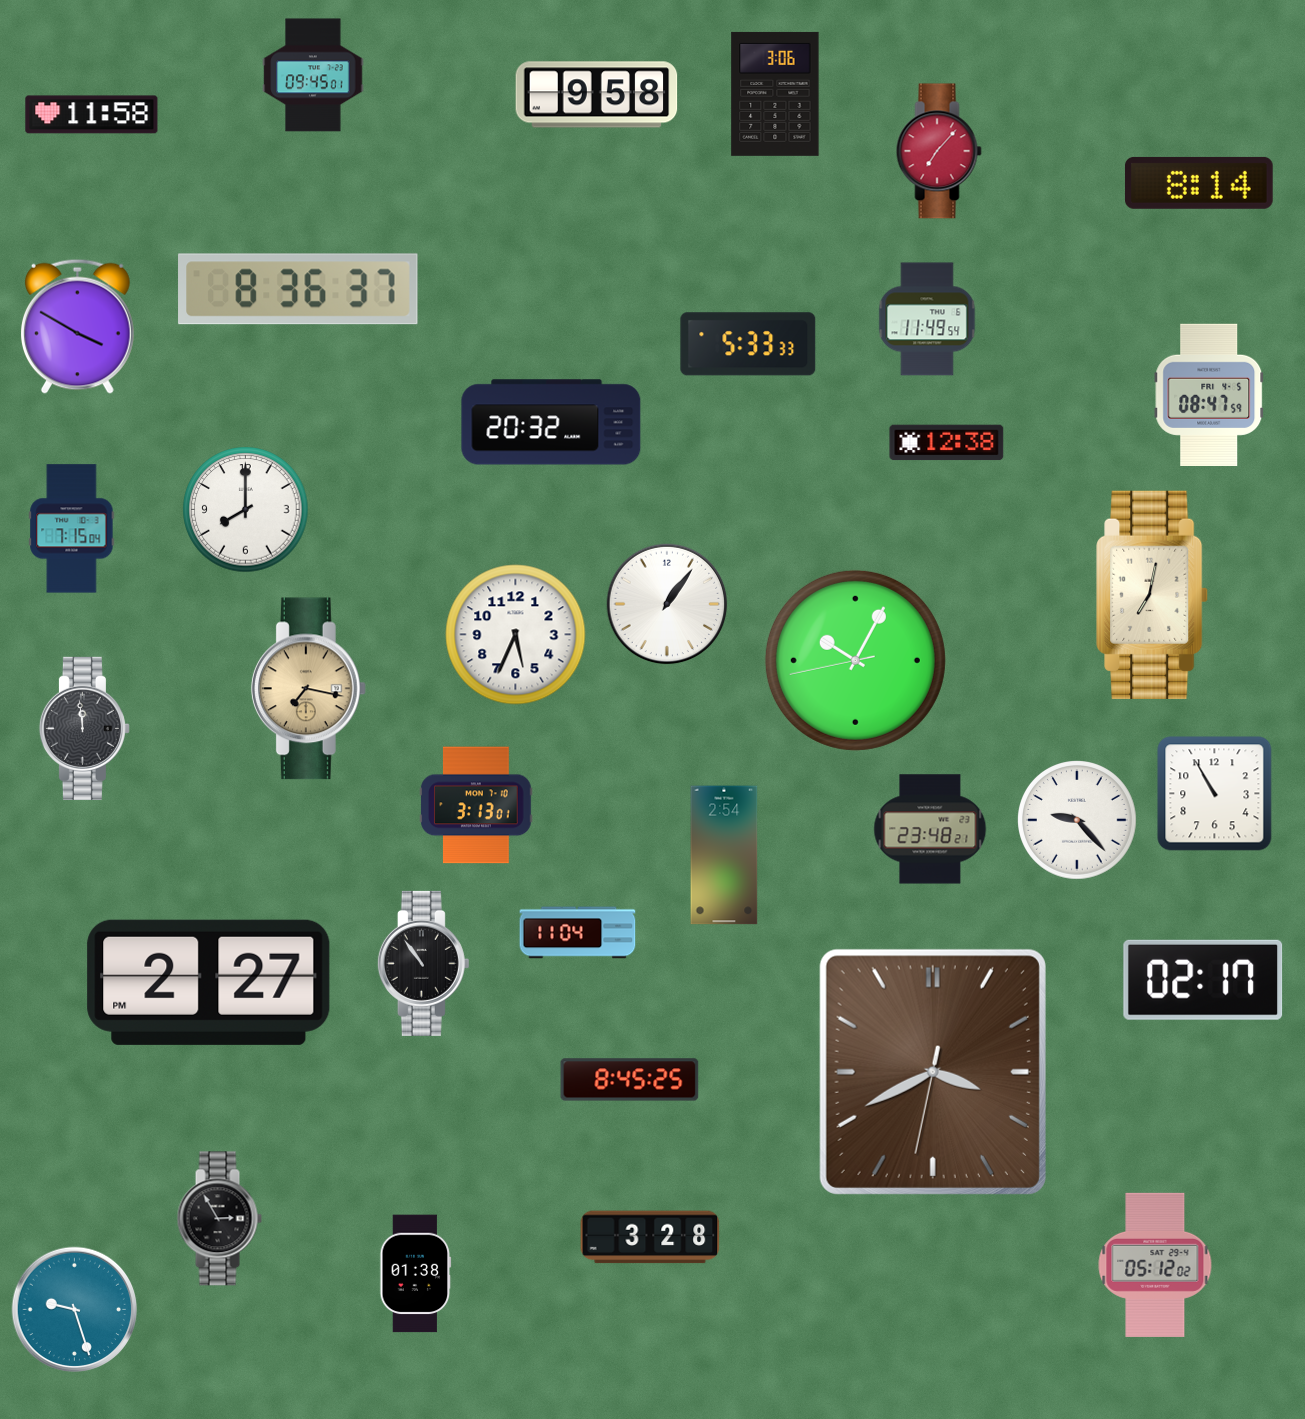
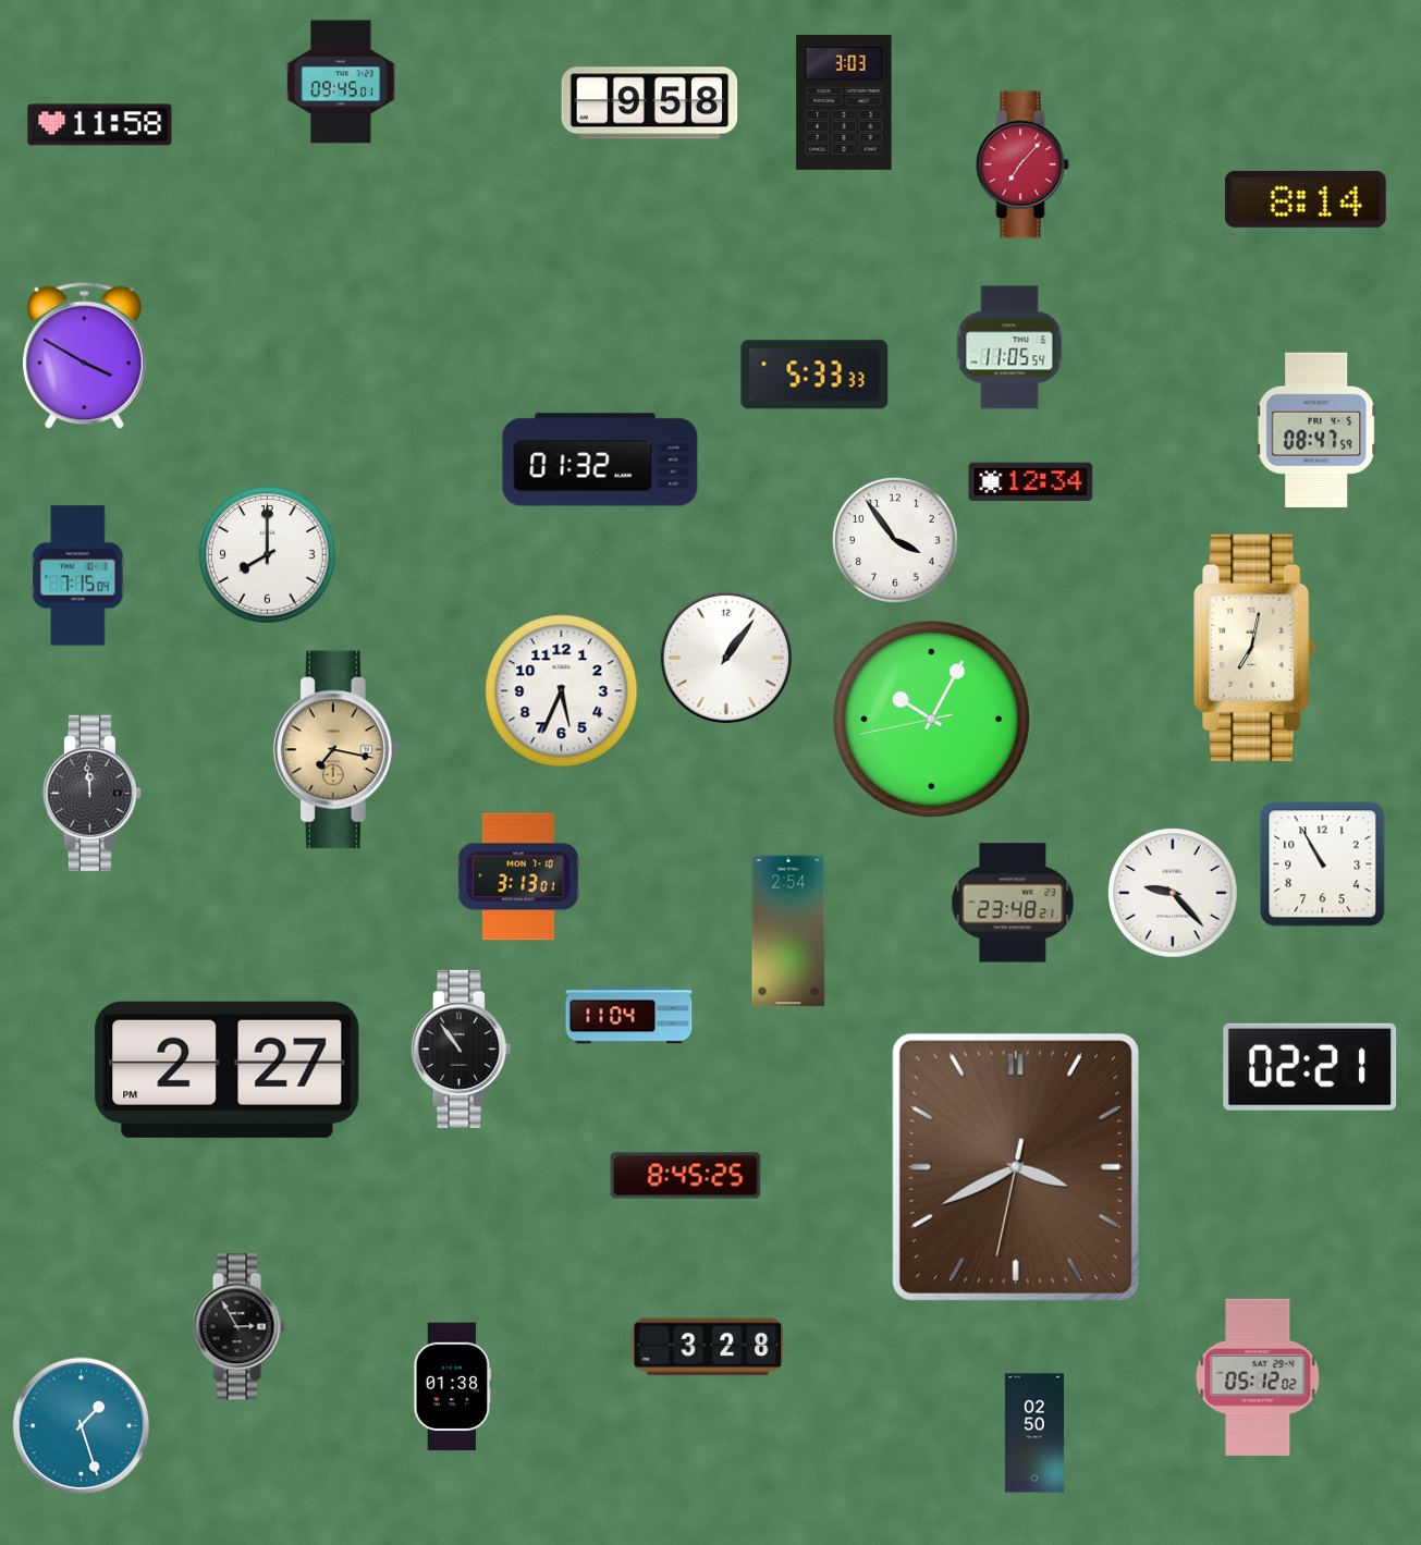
clock at (775, 94): 3:06 -> 3:03
clock at (298, 289): 8:36 -> none
clock at (927, 319): 11:49 -> 11:05
clock at (551, 422): 20:32 -> 01:32
clock at (947, 443): 12:38 -> 12:34
clock at (895, 540): none -> 3:54
clock at (1203, 980): 02:17 -> 02:21
clock at (75, 1310): 9:27 -> 1:27
clock at (1034, 1433): none -> 02:50
